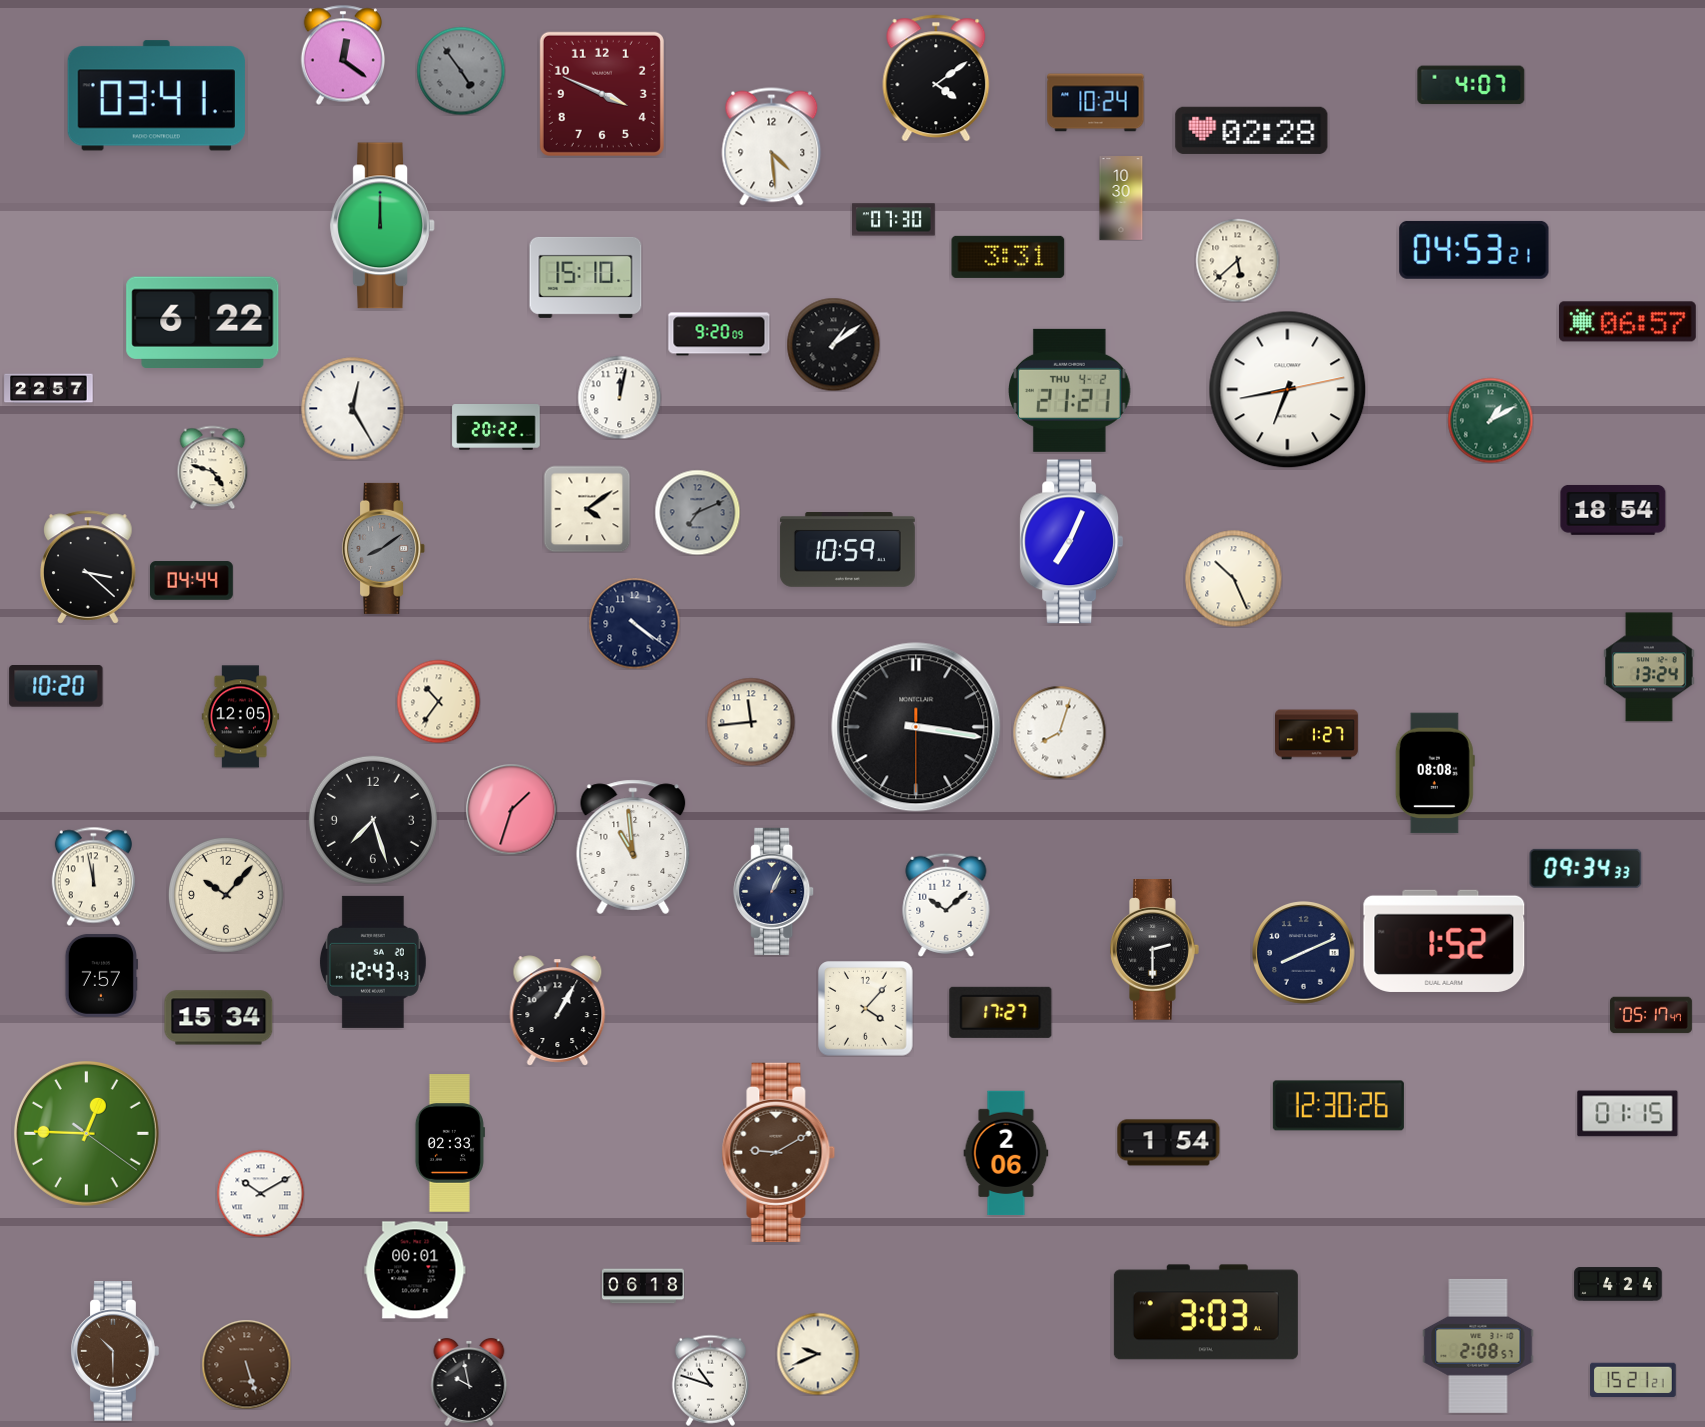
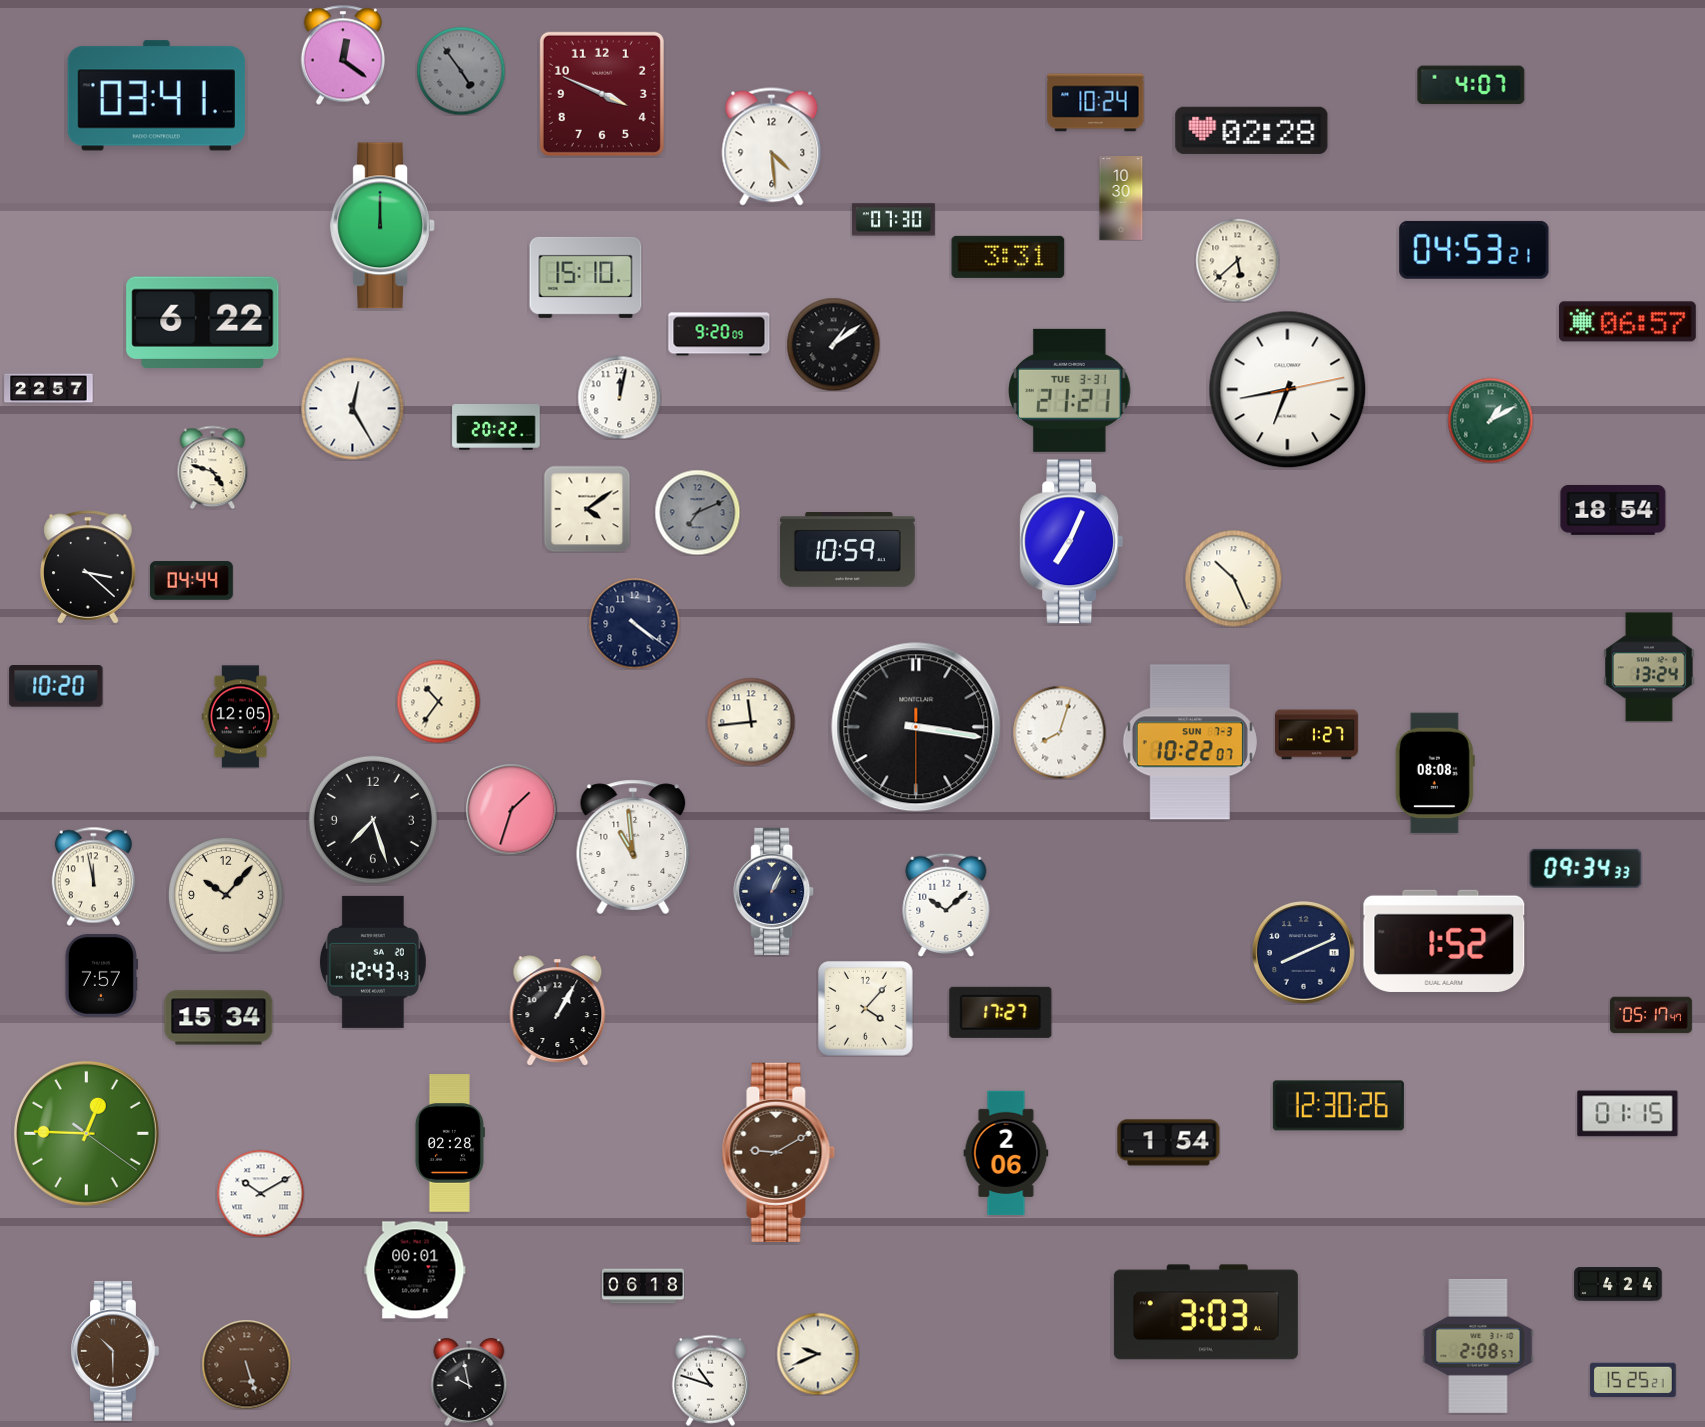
clock at (936, 78): 4:09 -> none
clock at (1070, 390) date: THU 4-2 -> TUE 3-31
clock at (384, 548): 8:09 -> none
clock at (1190, 742): none -> 10:22
clock at (1155, 950): 2:30 -> none
clock at (450, 1143): 02:33 -> 02:28
clock at (1633, 1380): 15:21 -> 15:25
